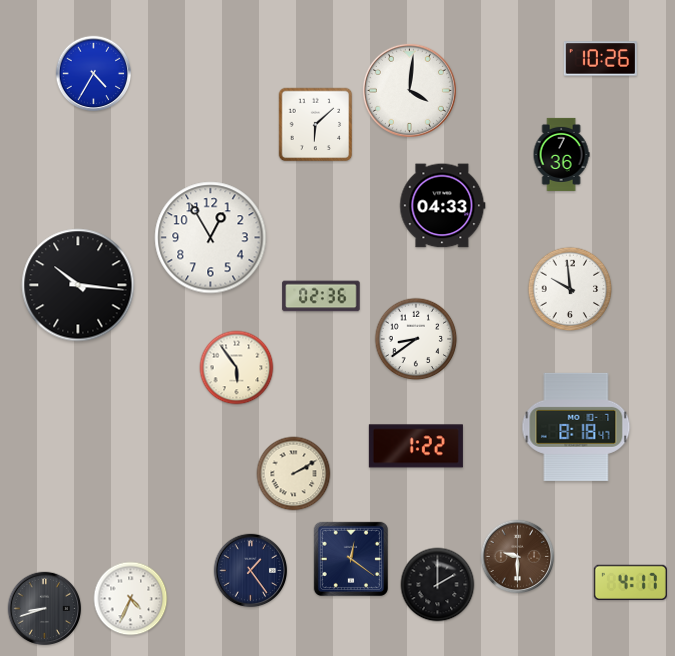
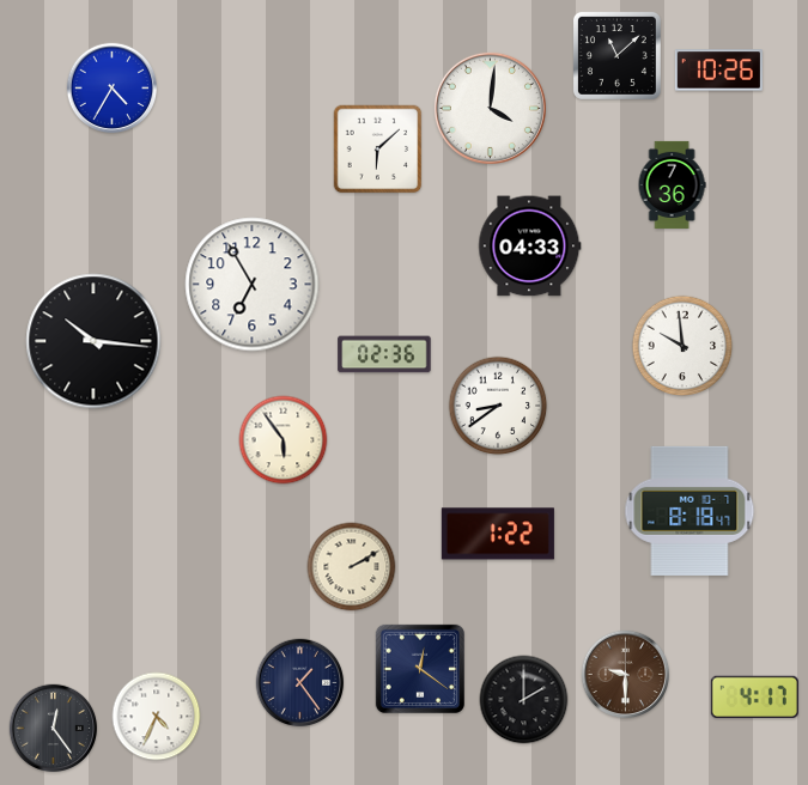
clock at (616, 55): none -> 11:08
clock at (211, 238): 12:55 -> 6:55
clock at (518, 557) position: (518, 557) -> (626, 675)
clock at (45, 609): 8:42 -> 12:24
